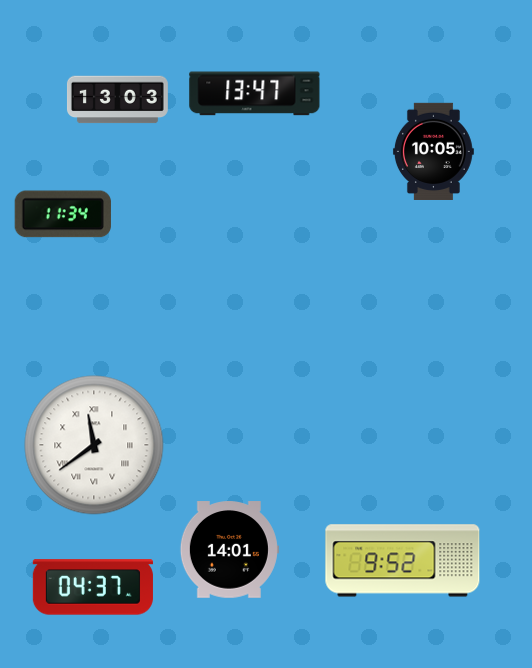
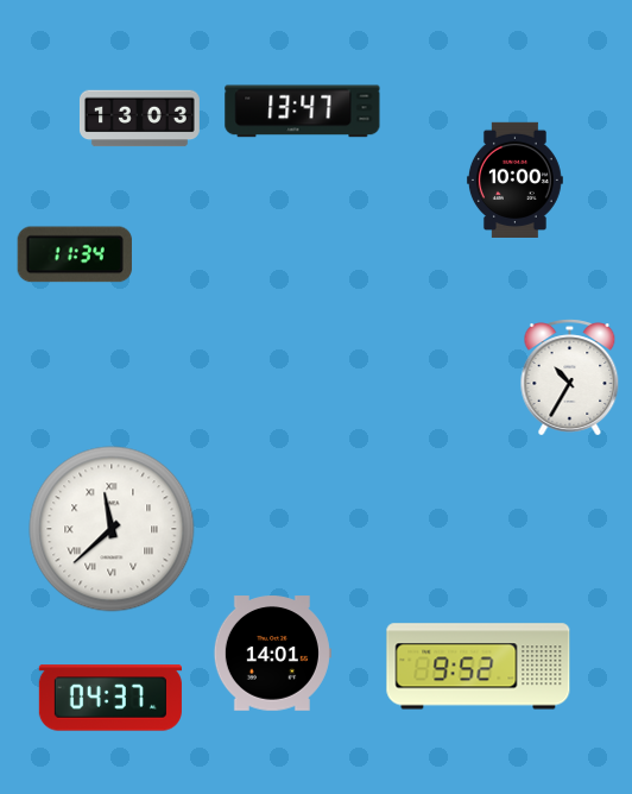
clock at (433, 151): 10:05 -> 10:00
clock at (570, 378): none -> 10:35
clock at (94, 445): 11:39 -> 11:38
